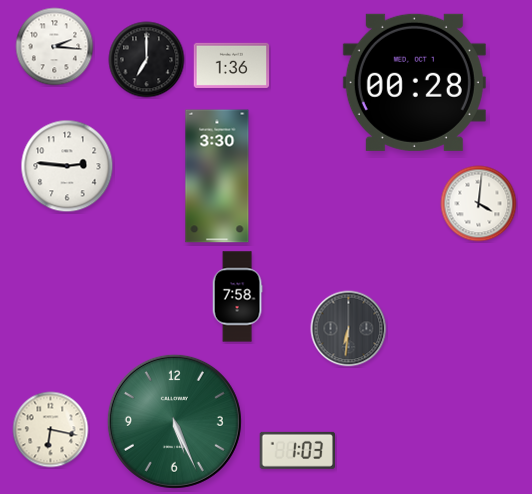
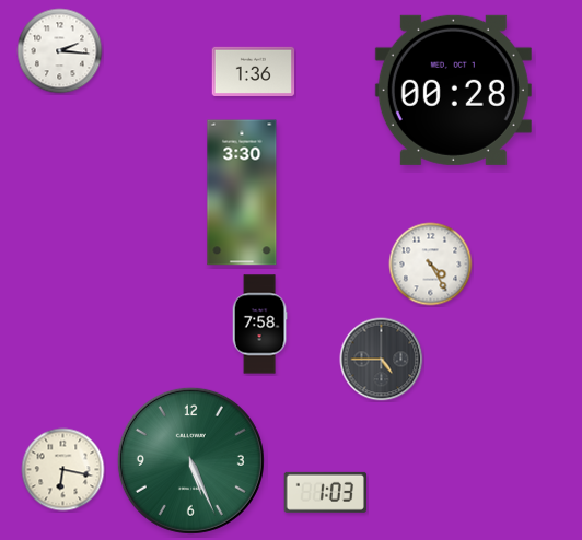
clock at (147, 60): 7:00 -> none
clock at (67, 166): 2:46 -> none
clock at (217, 176) position: (217, 176) -> (242, 192)
clock at (479, 204): 4:01 -> none
clock at (431, 265): none -> 4:25
clock at (349, 329): 6:31 -> 4:45
clock at (51, 430) position: (51, 430) -> (63, 470)
